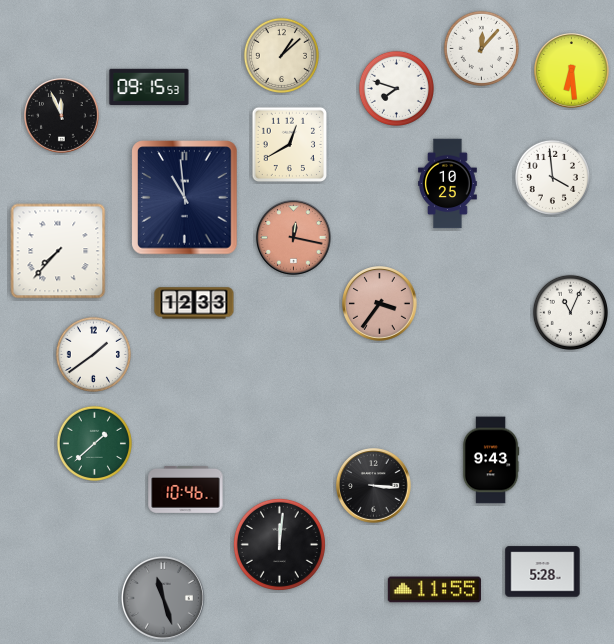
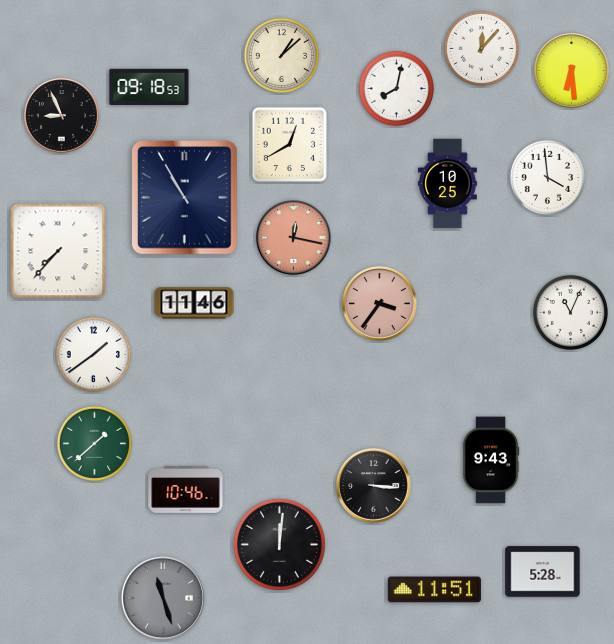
clock at (149, 87): 09:15 -> 09:18
clock at (396, 88): 7:48 -> 8:02
clock at (62, 116): 11:56 -> 8:56
clock at (552, 177) position: (552, 177) -> (547, 177)
clock at (185, 198): 10:59 -> 10:55
clock at (194, 303): 12:33 -> 11:46
clock at (434, 590): 11:55 -> 11:51
